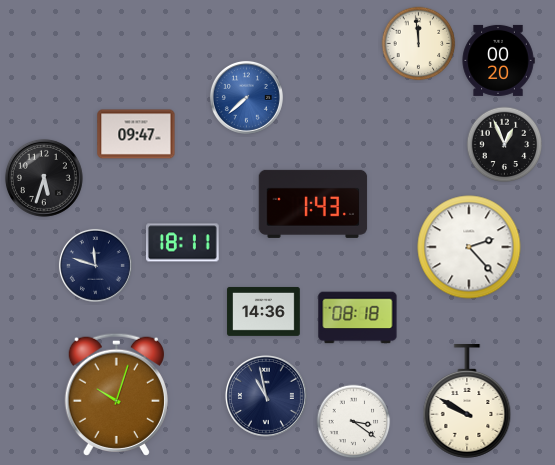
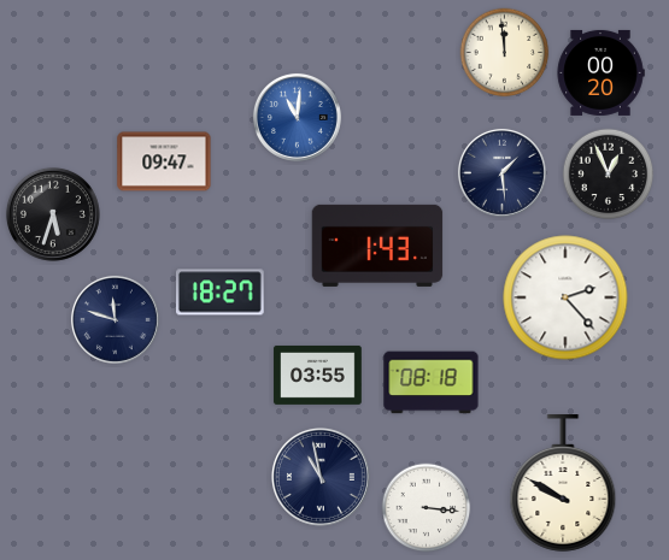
clock at (246, 97): 7:38 -> 11:01
clock at (501, 172): none -> 1:29
clock at (183, 243): 18:11 -> 18:27
clock at (264, 311): 14:36 -> 03:55
clock at (116, 394): 10:03 -> none
clock at (354, 422): 3:21 -> 3:16
